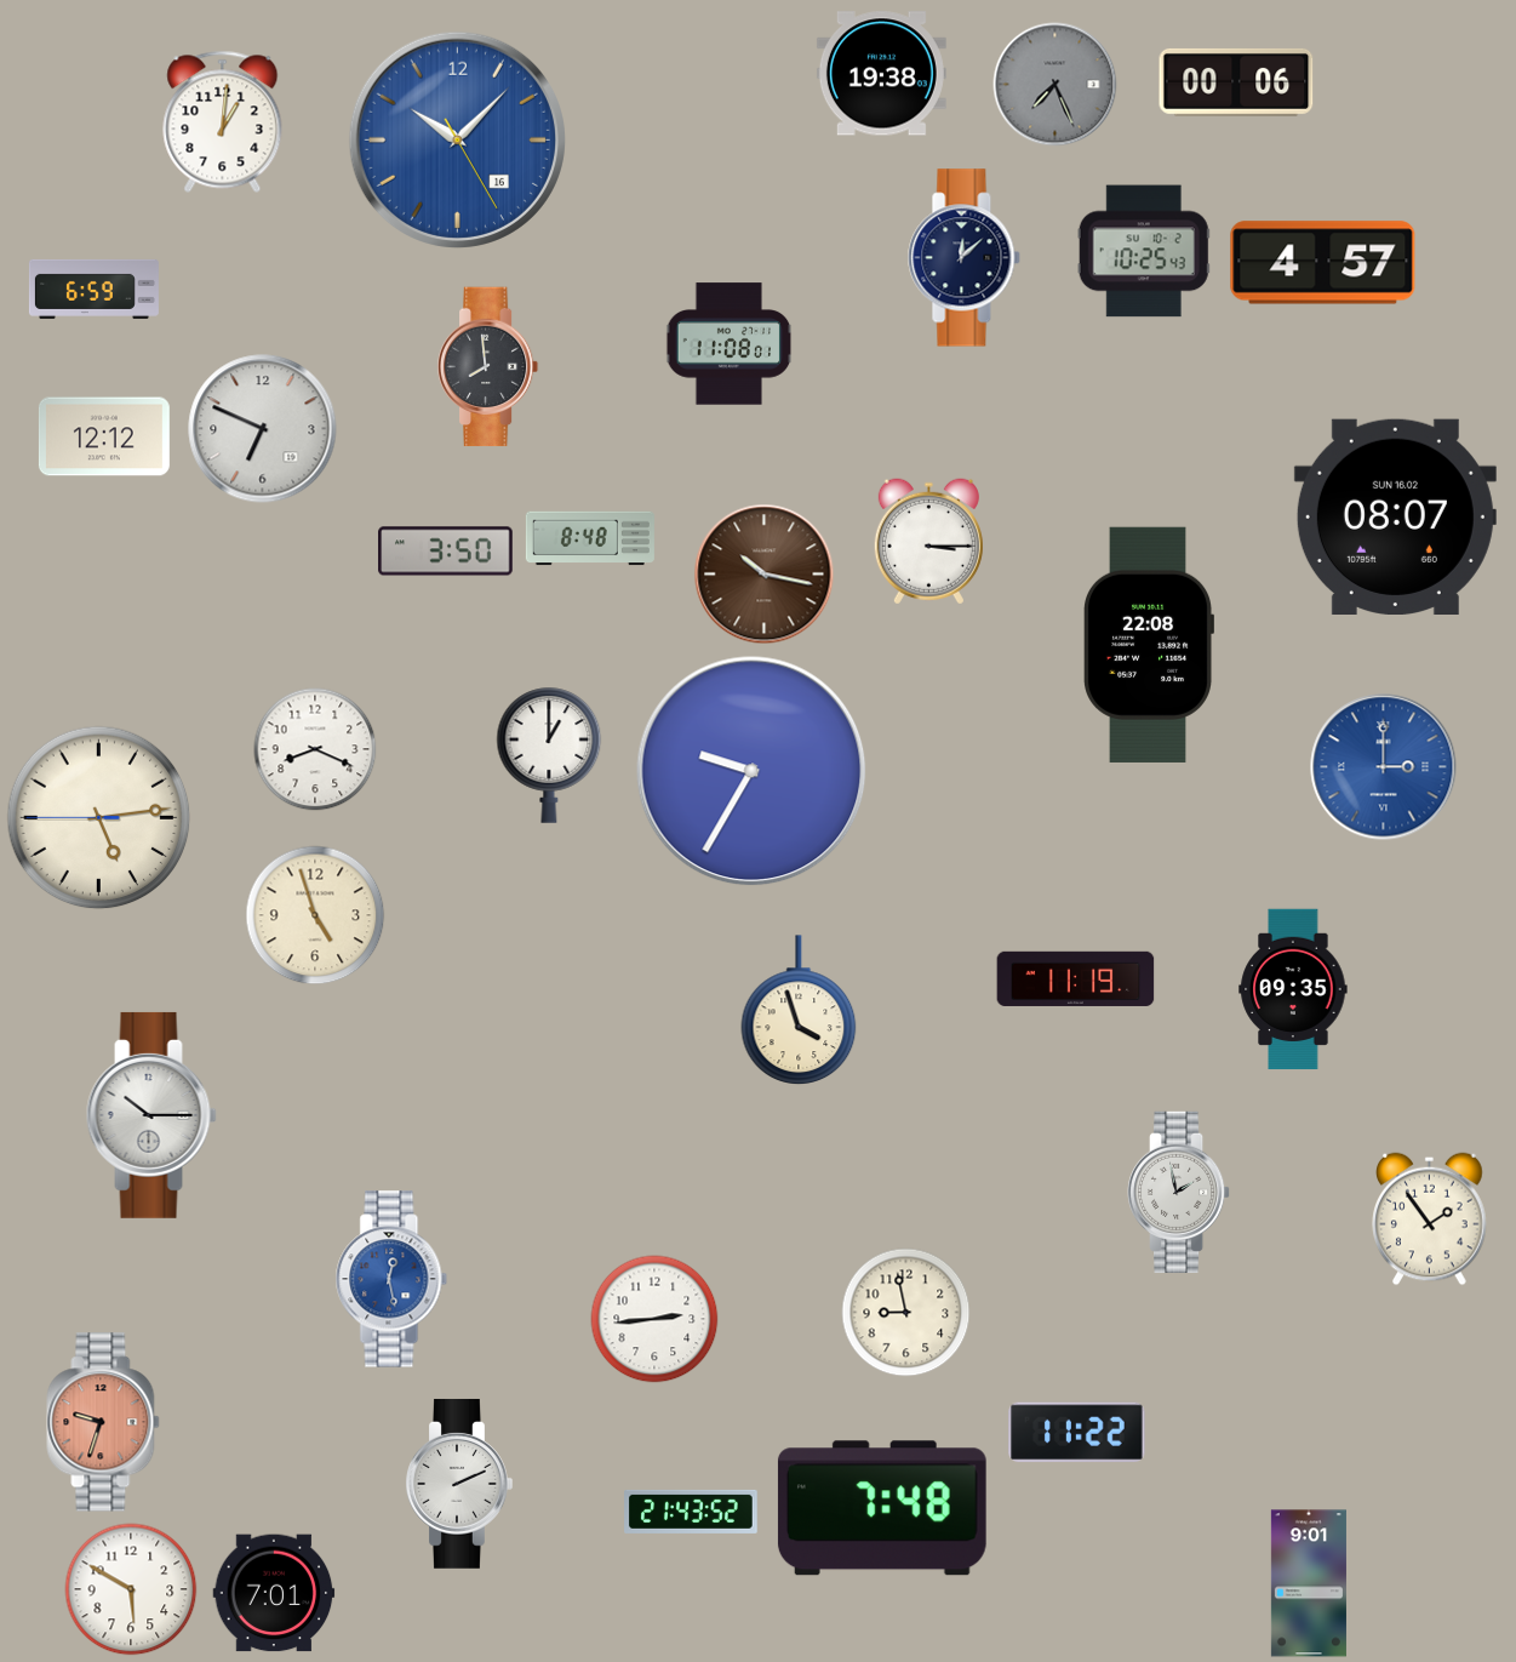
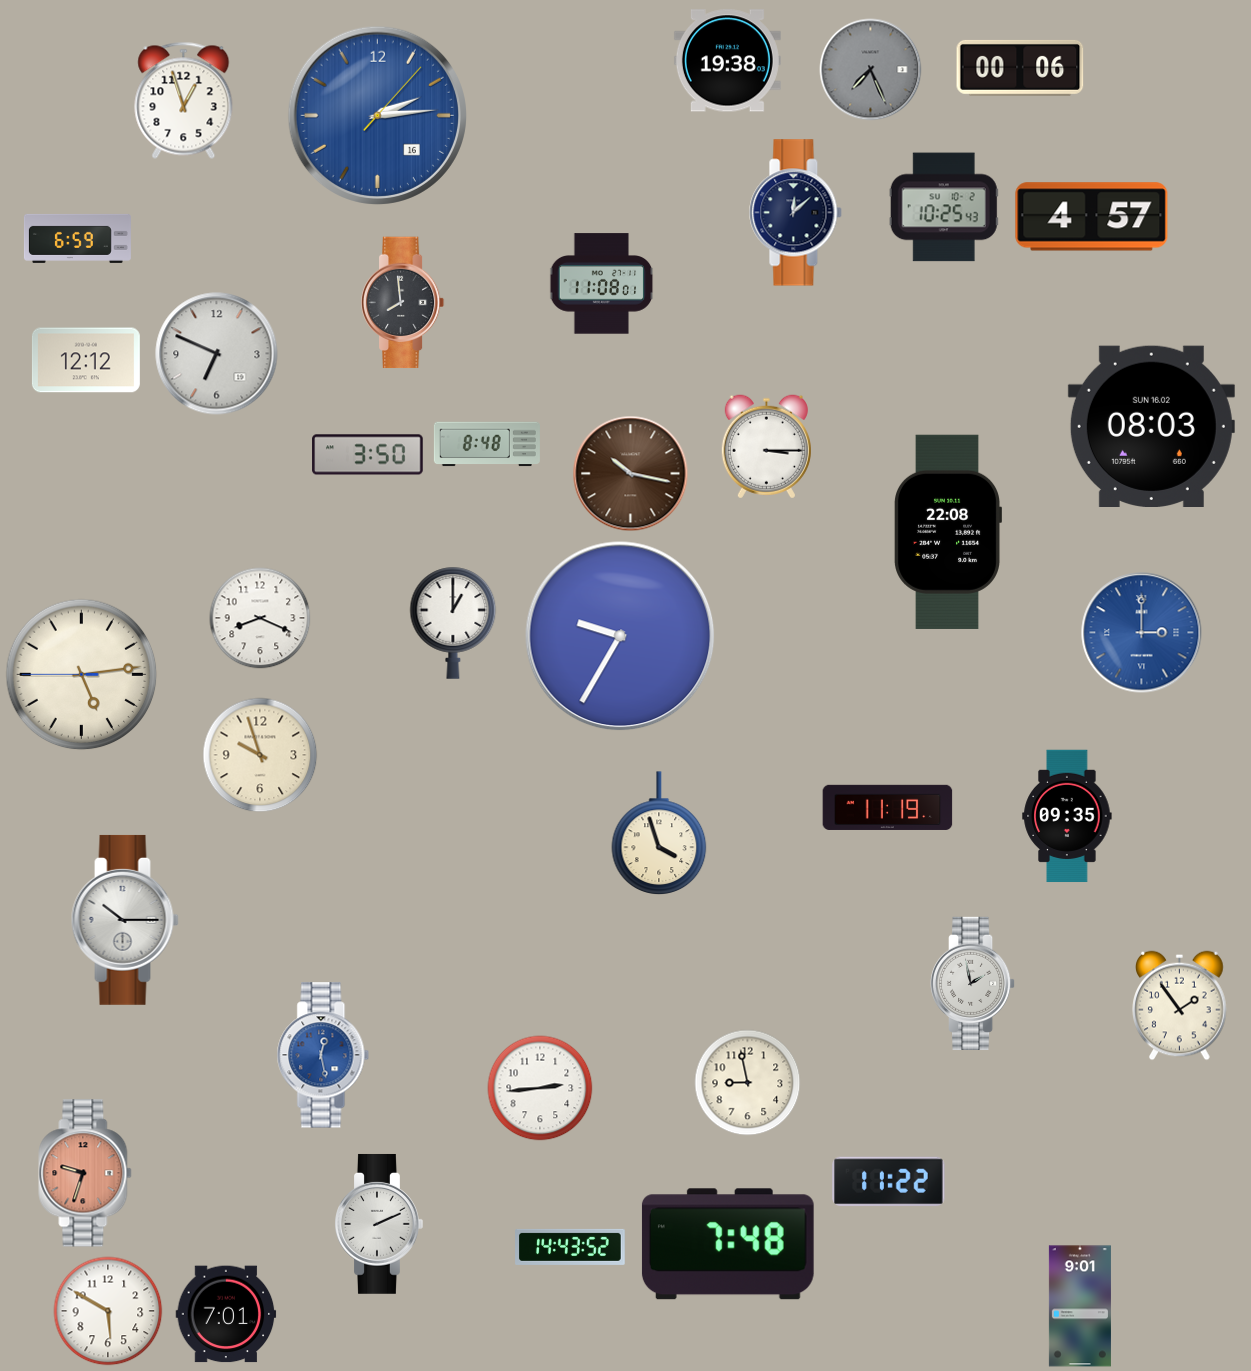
clock at (223, 121): 1:01 -> 12:57
clock at (457, 139): 10:07 -> 2:14
clock at (1395, 516): 08:07 -> 08:03
clock at (315, 915): 4:57 -> 9:57
clock at (691, 1512): 21:43 -> 14:43
